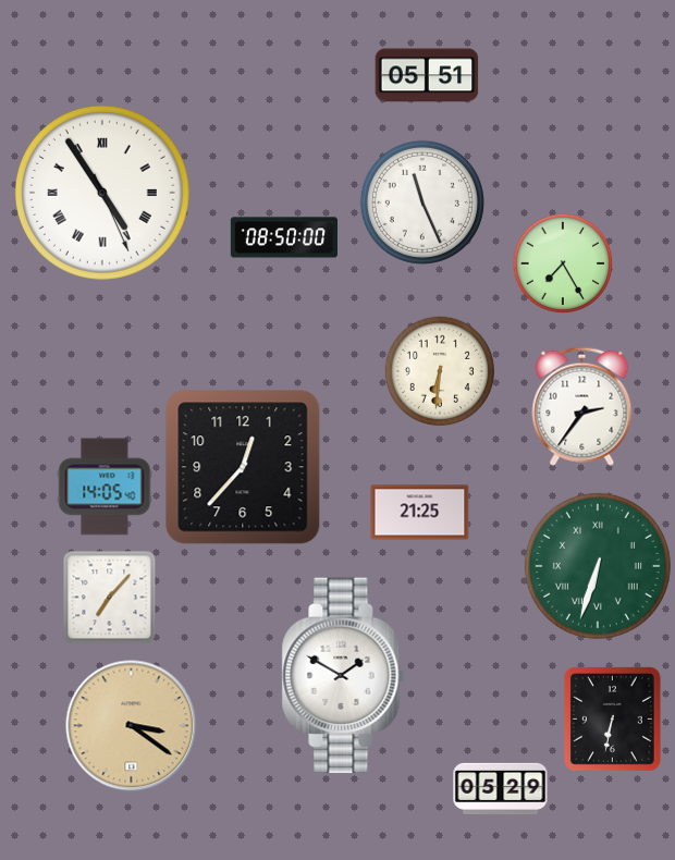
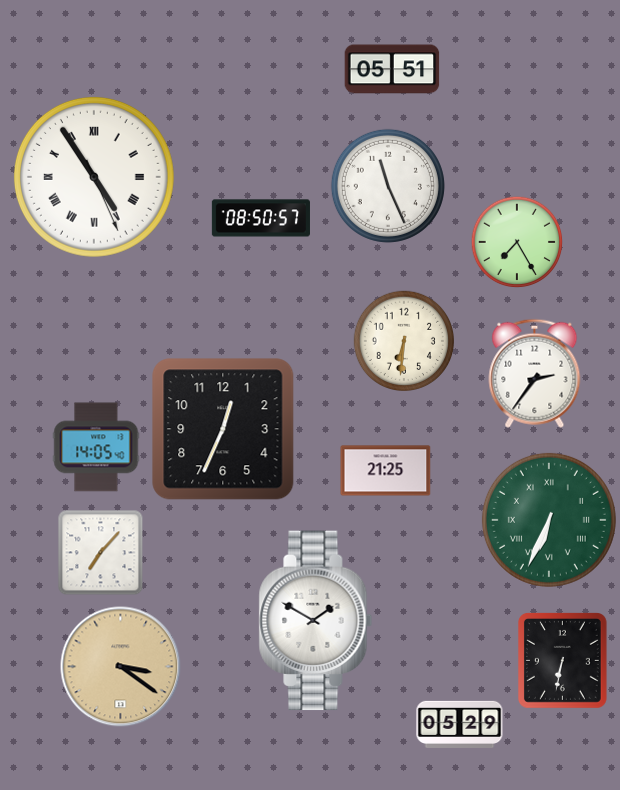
clock at (284, 237): 08:50:00 -> 08:50:57
clock at (243, 467): 12:37 -> 12:34
clock at (598, 566): 6:33 -> 6:34
clock at (110, 598) position: (110, 598) -> (101, 553)
